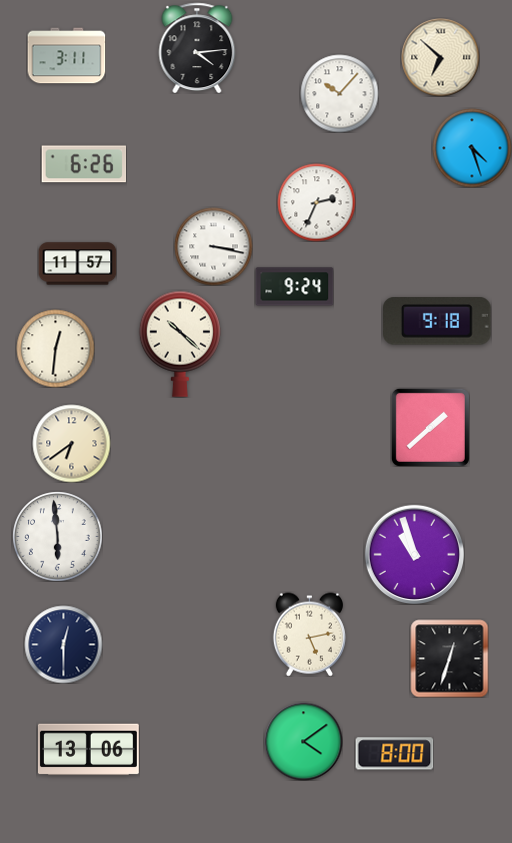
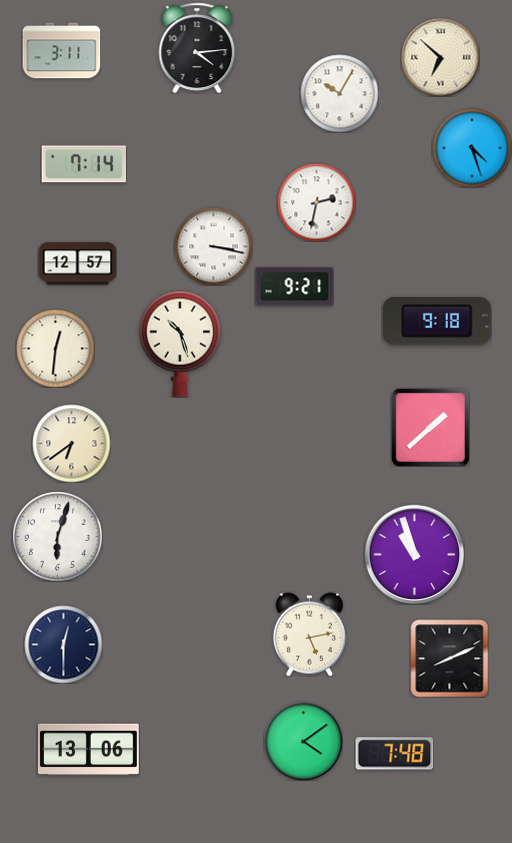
clock at (66, 56) position: (66, 56) -> (61, 51)
clock at (339, 93): 10:07 -> 10:05
clock at (84, 164): 6:26 -> 7:14
clock at (316, 202): 2:34 -> 2:32
clock at (77, 264): 11:57 -> 12:57
clock at (294, 287): 9:24 -> 9:21
clock at (180, 344): 10:22 -> 10:27
clock at (57, 536): 5:59 -> 6:03
clock at (449, 658): 12:33 -> 8:11
clock at (394, 754): 8:00 -> 7:48
